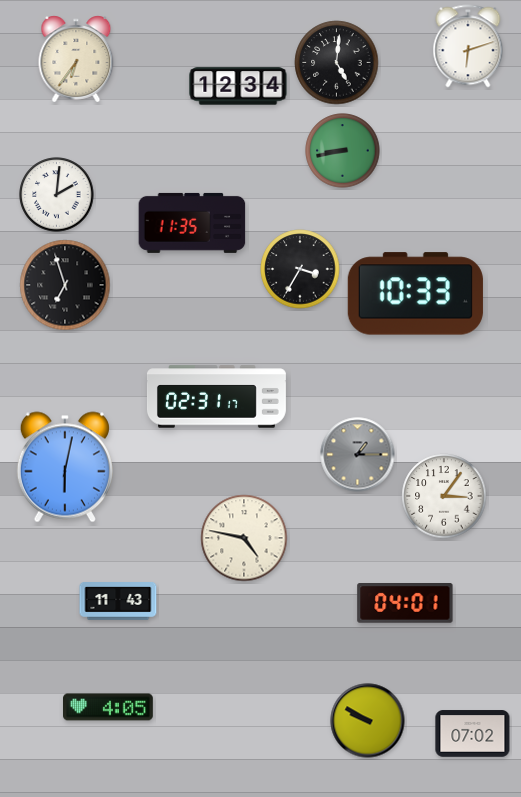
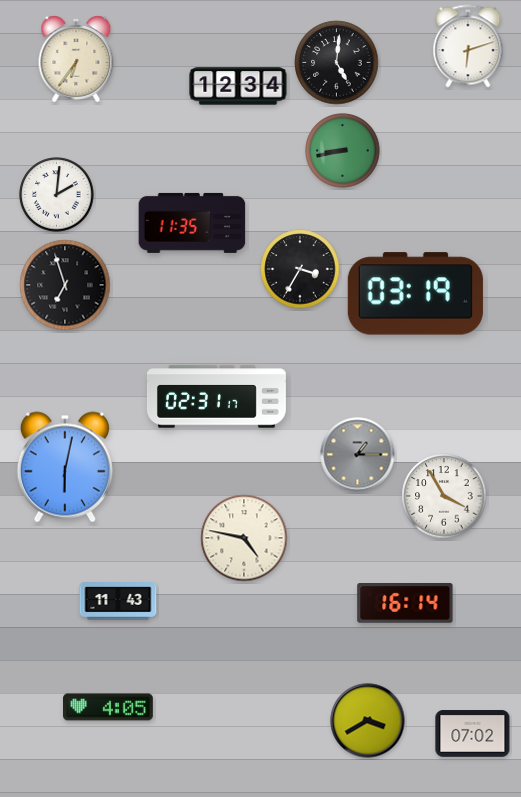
clock at (415, 294): 10:33 -> 03:19
clock at (444, 496): 3:06 -> 3:55
clock at (405, 603): 04:01 -> 16:14
clock at (368, 721): 9:50 -> 3:40
